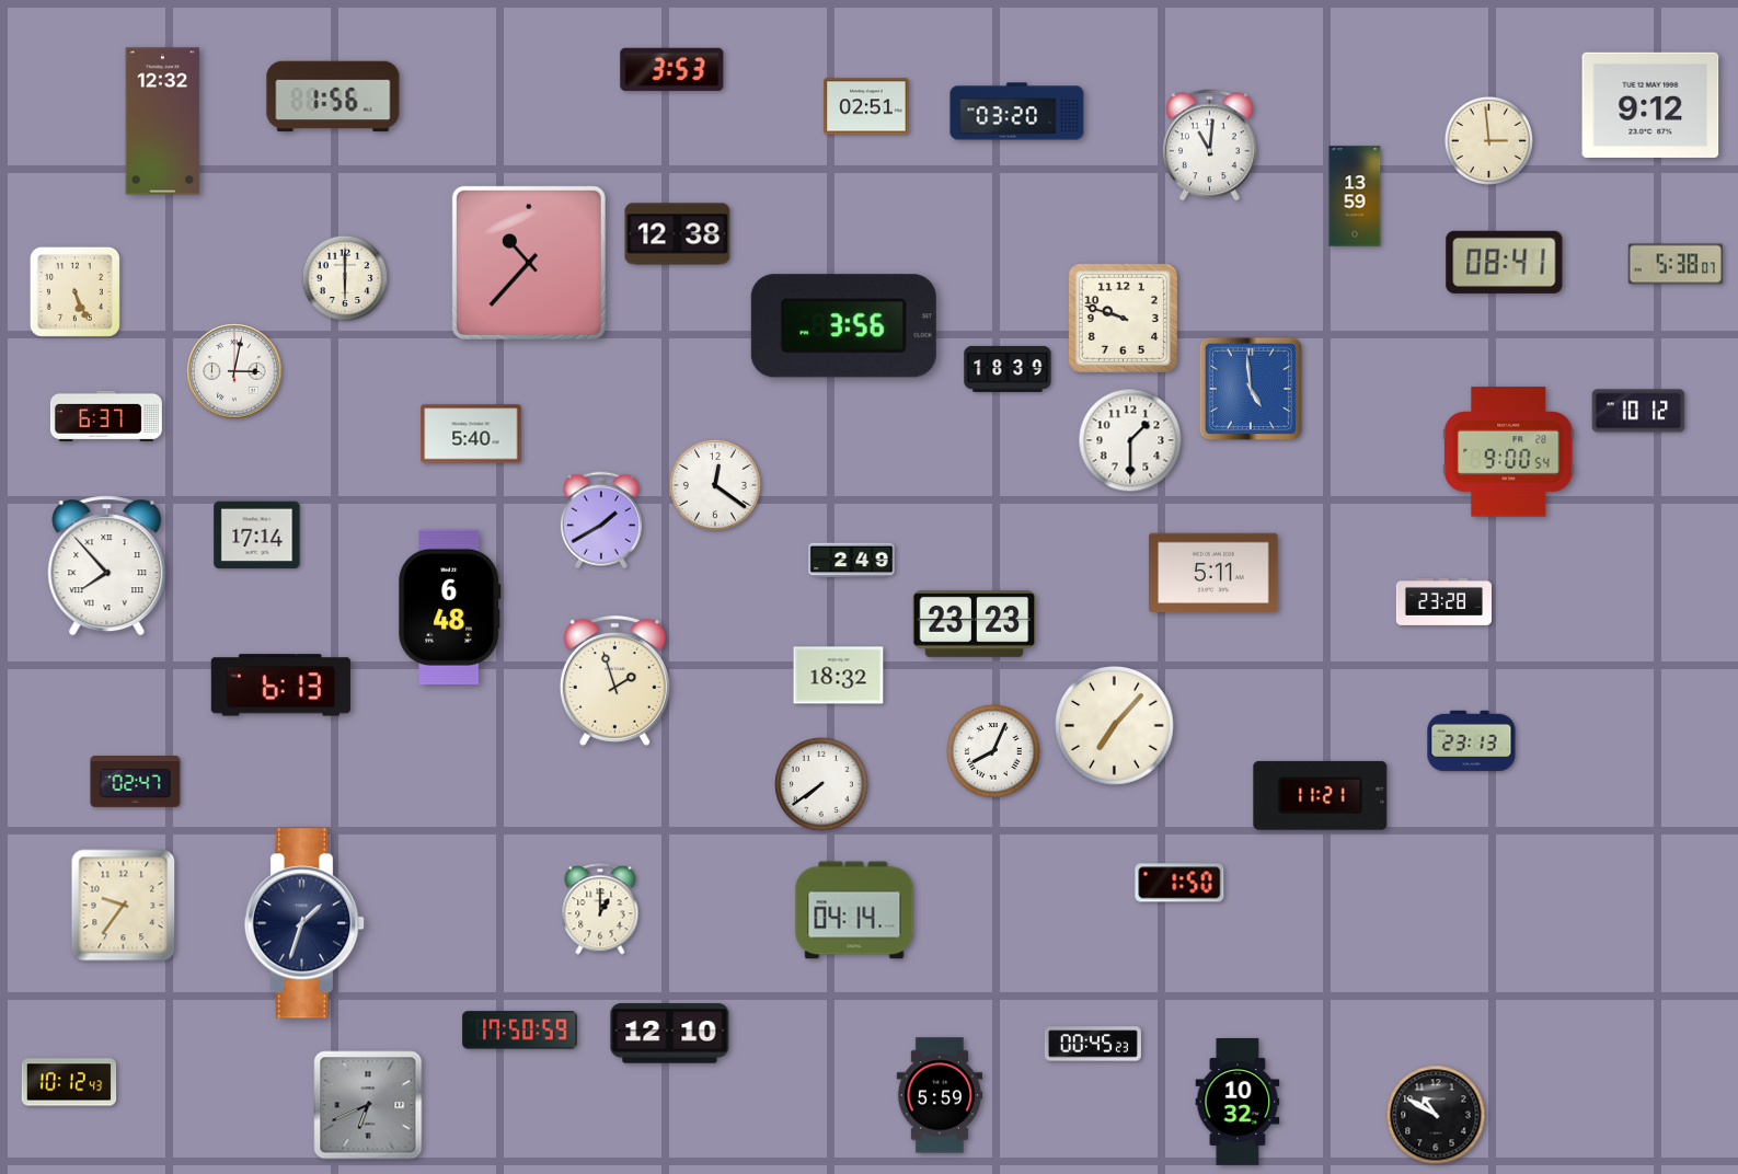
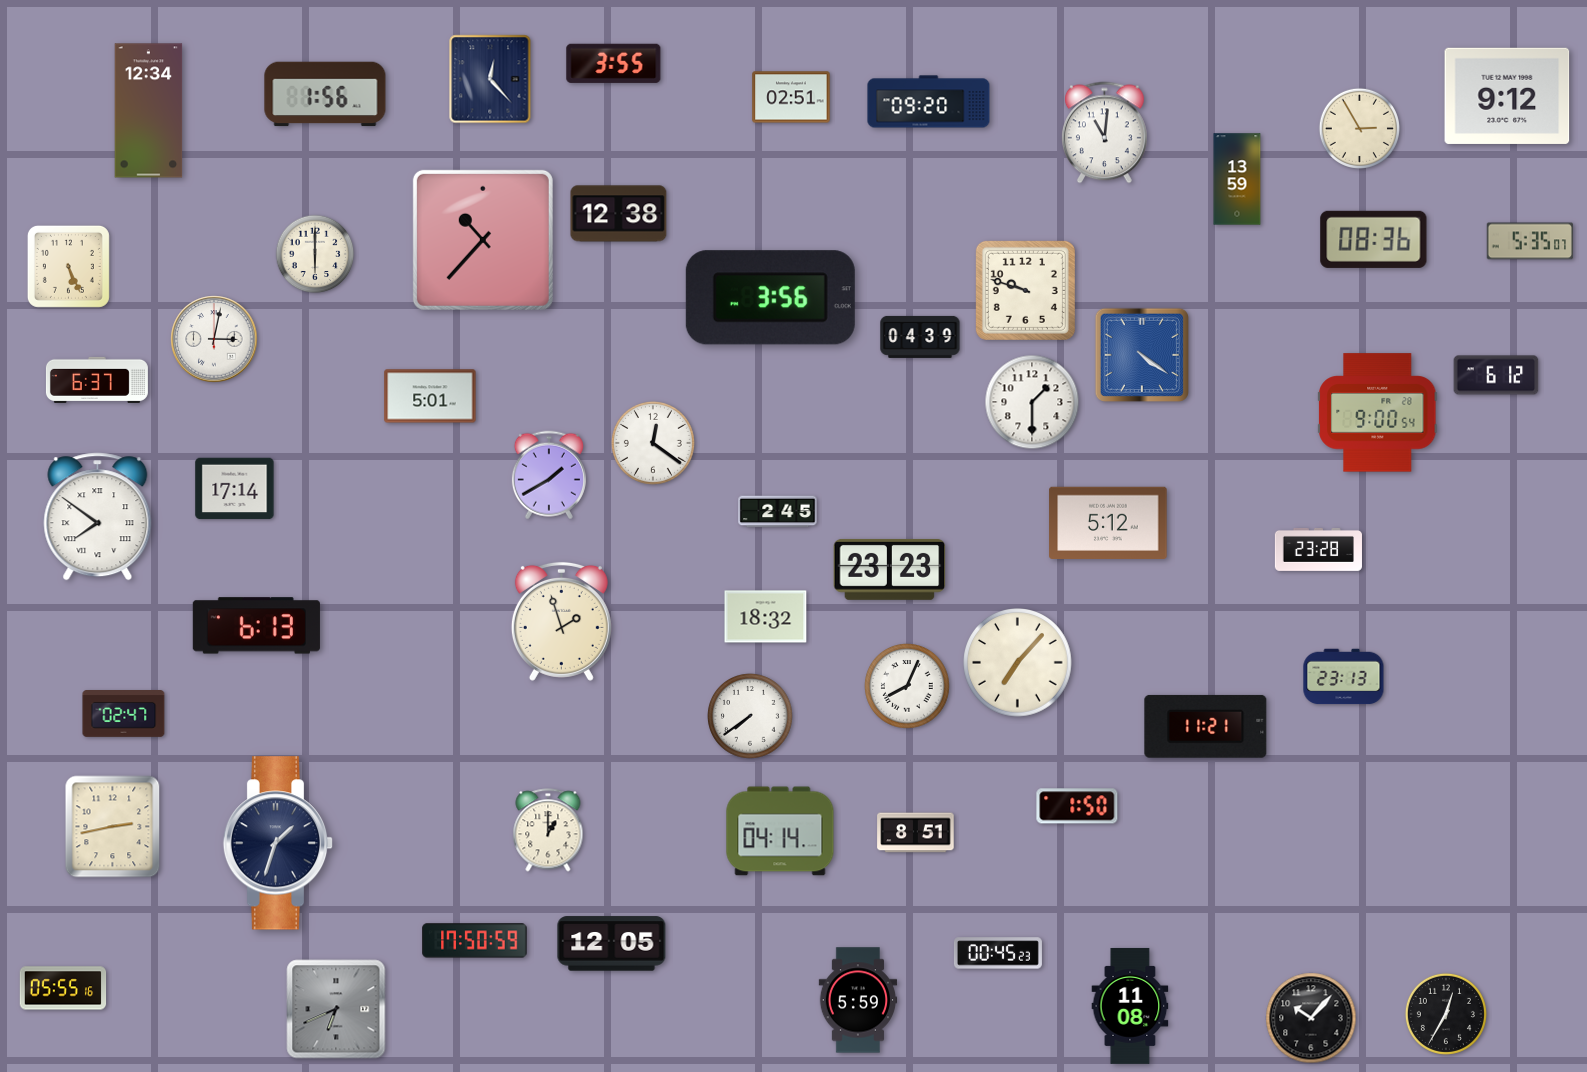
clock at (672, 69): 3:53 -> 3:55
clock at (490, 79): none -> 12:23
clock at (333, 96) position: (333, 96) -> (325, 94)
clock at (1017, 112): 03:20 -> 09:20
clock at (163, 122): 12:32 -> 12:34
clock at (1488, 140): 2:59 -> 2:55
clock at (1505, 262): 08:41 -> 08:36
clock at (1676, 264): 5:38 -> 5:35
clock at (1008, 369): 18:39 -> 04:39
clock at (1251, 389): 4:59 -> 4:21
clock at (1638, 411): 10:12 -> 6:12
clock at (471, 434): 5:40 -> 5:01
clock at (852, 561): 2:49 -> 2:45
clock at (107, 566): 7:53 -> 7:51
clock at (1213, 572): 5:11 -> 5:12
clock at (450, 607): 6:48 -> none
clock at (124, 906): 9:36 -> 2:43
clock at (916, 833): none -> 8:51
clock at (670, 1034): 12:10 -> 12:05
clock at (69, 1082): 10:12 -> 05:55
clock at (1238, 1102): 10:32 -> 11:08
clock at (1446, 1014): none -> 12:35
clock at (1436, 1115): 10:50 -> 10:07
